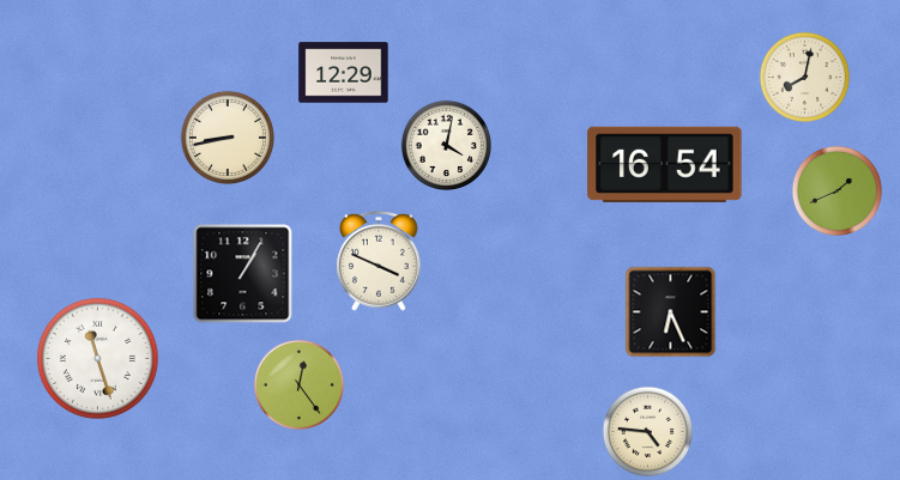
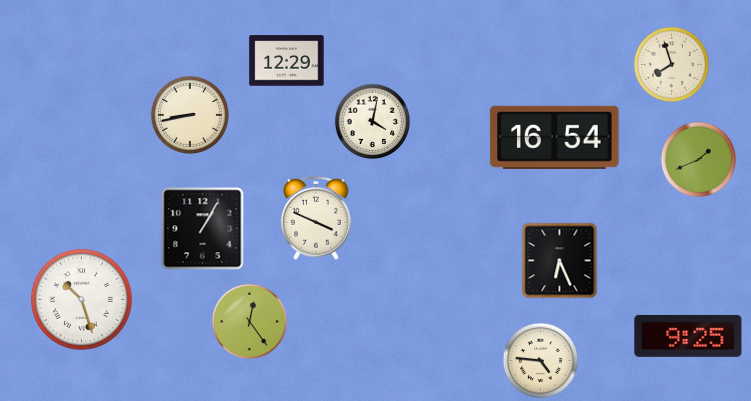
clock at (804, 77): 8:02 -> 7:57
clock at (97, 358): 11:27 -> 10:27
clock at (688, 336): none -> 9:25
